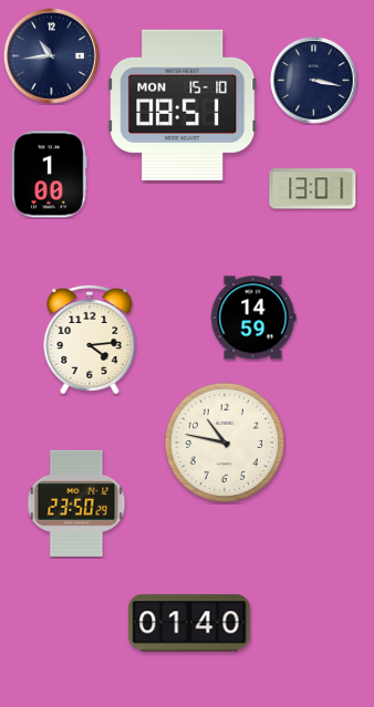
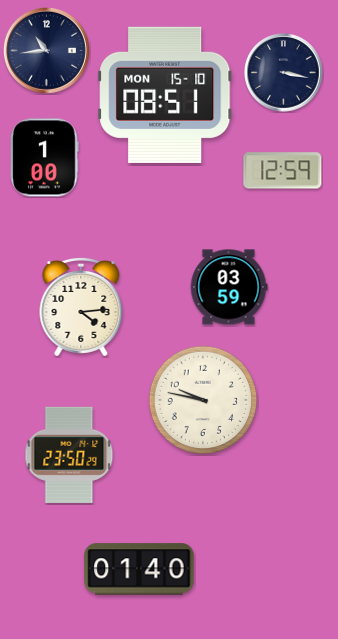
clock at (313, 189): 13:01 -> 12:59
clock at (253, 318): 14:59 -> 03:59
clock at (225, 443): 10:47 -> 9:47
clock at (189, 623) position: (189, 623) -> (139, 569)
